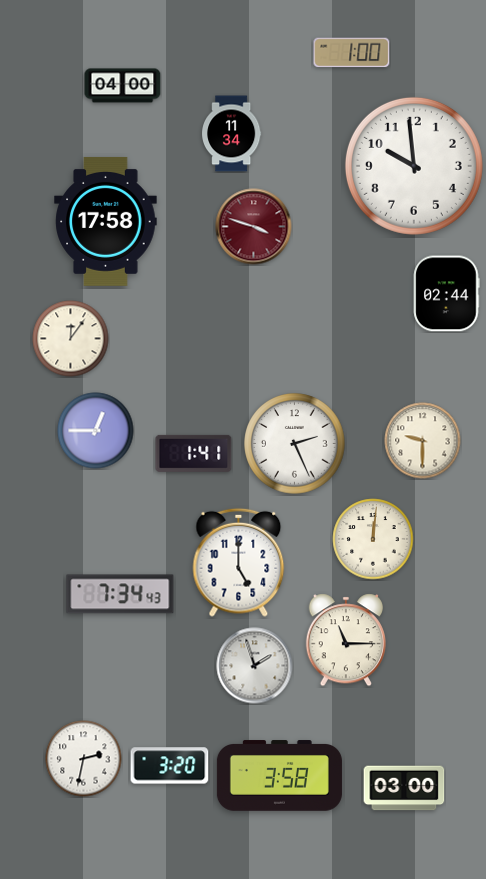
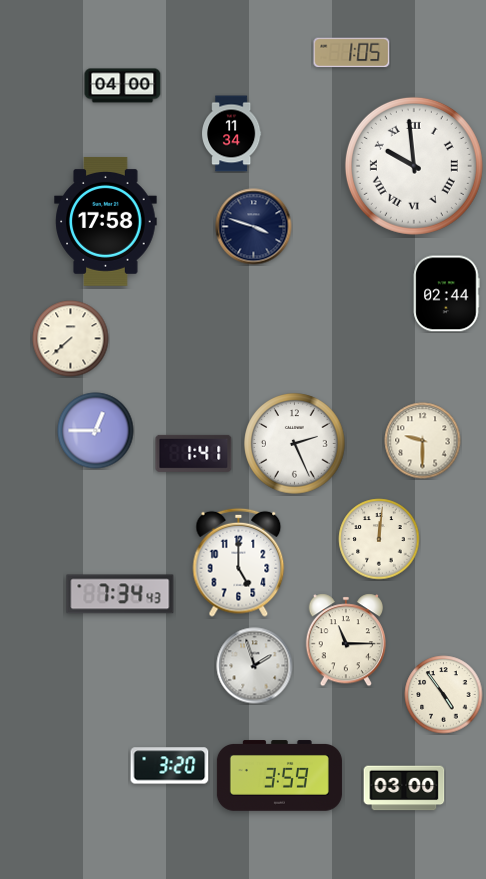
clock at (352, 53): 1:00 -> 1:05
clock at (414, 166) numerals: Arabic -> Roman
clock at (254, 227) dial: burgundy -> navy
clock at (71, 339): 12:06 -> 7:38
clock at (373, 539) position: (373, 539) -> (379, 539)
clock at (444, 695): none -> 4:54
clock at (84, 759): 2:32 -> none
clock at (279, 776): 3:58 -> 3:59
